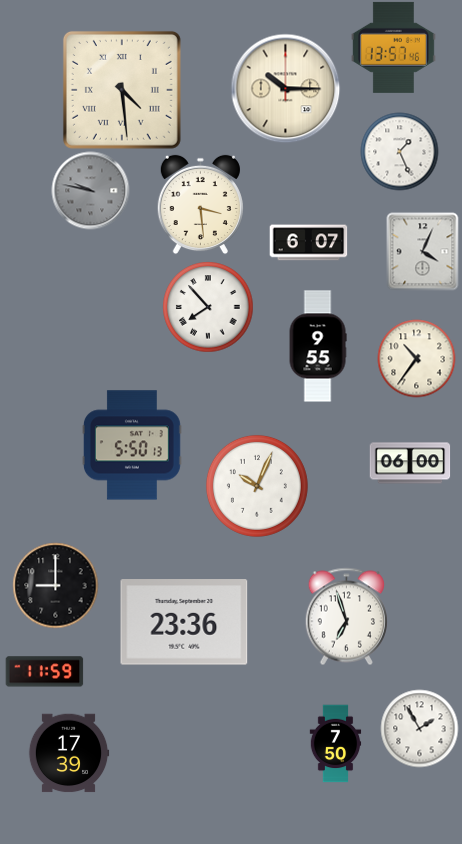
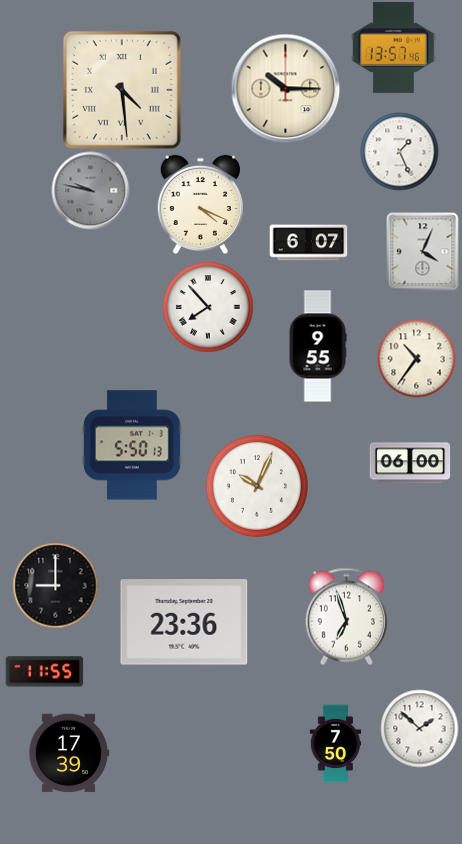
clock at (200, 204): 3:29 -> 4:19
clock at (44, 672): 11:59 -> 11:55
clock at (419, 728): 1:55 -> 1:52
